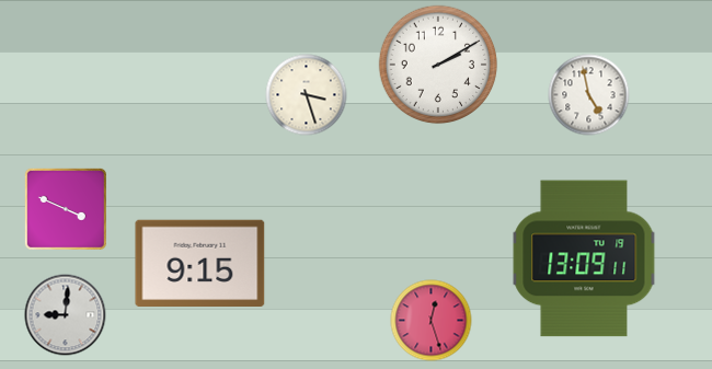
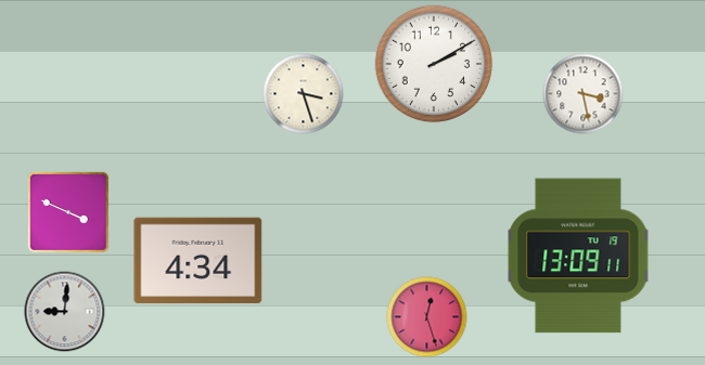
clock at (589, 95): 4:58 -> 3:28
clock at (66, 209) position: (66, 209) -> (68, 212)
clock at (200, 263): 9:15 -> 4:34
